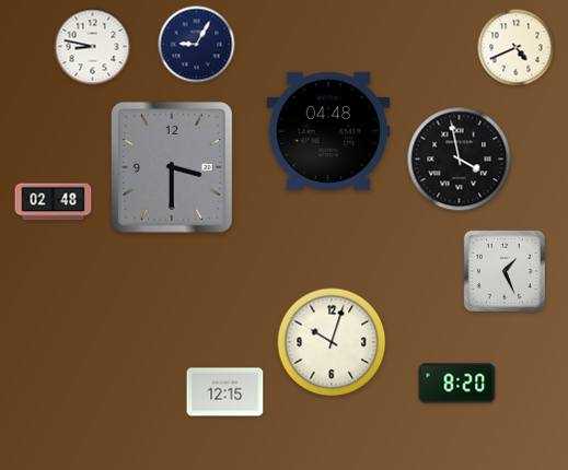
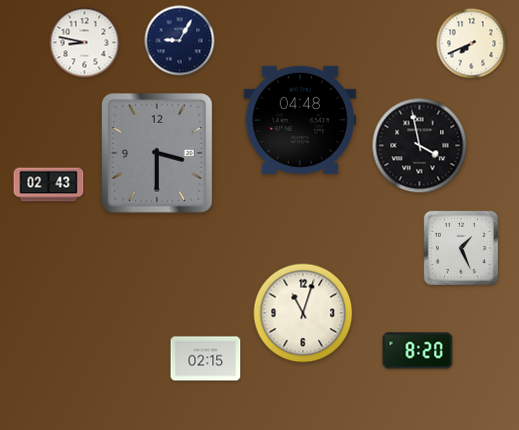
clock at (517, 48): 4:41 -> 7:41
clock at (54, 202): 02:48 -> 02:43
clock at (332, 342): 10:03 -> 11:03
clock at (225, 392): 12:15 -> 02:15
